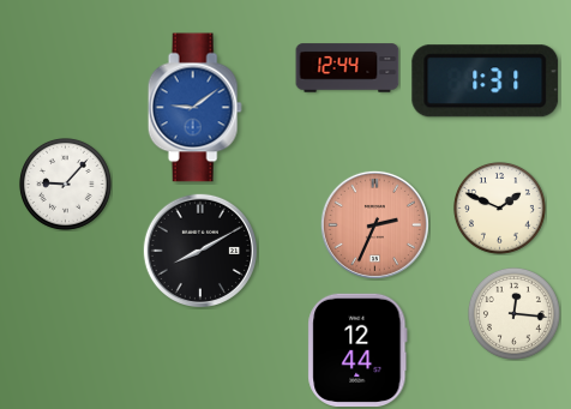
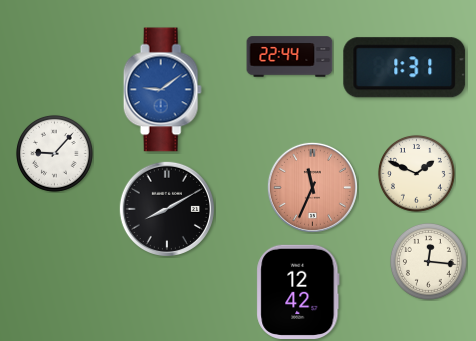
clock at (348, 68): 12:44 -> 22:44
clock at (374, 224): 2:34 -> 11:34
clock at (357, 349): 12:44 -> 12:42
